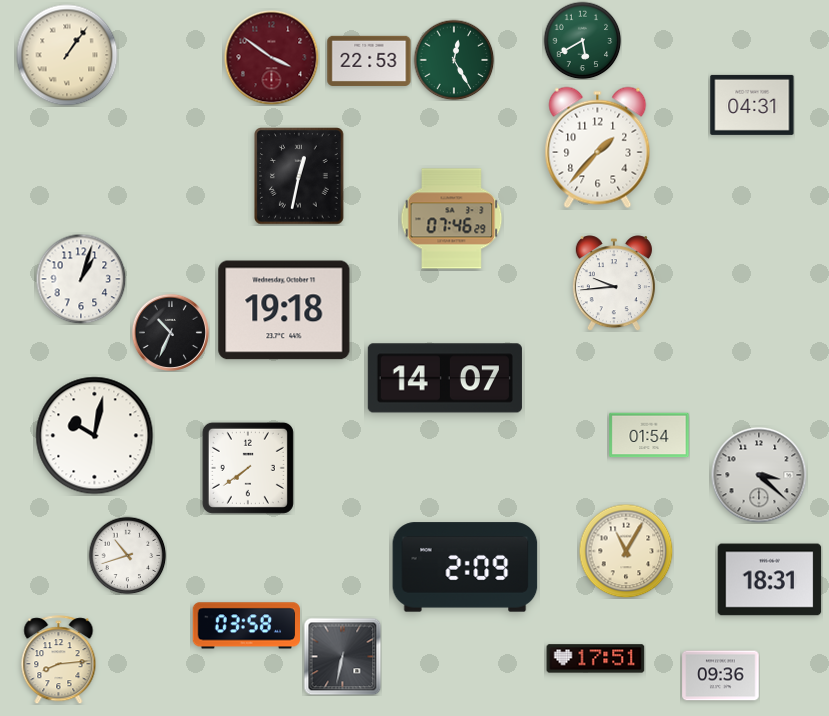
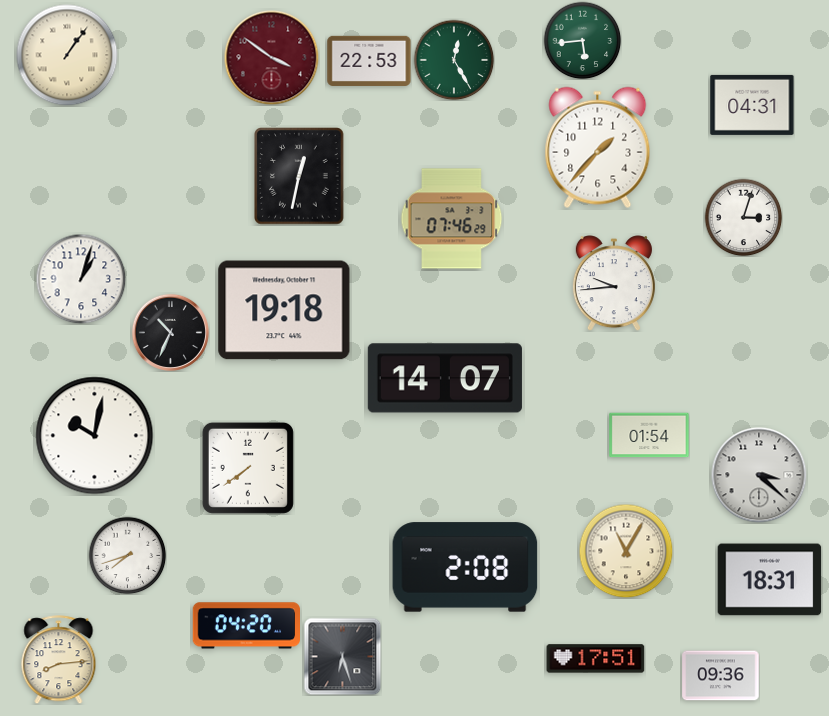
clock at (582, 40): 5:40 -> 5:44
clock at (743, 217): none -> 3:03
clock at (127, 555): 10:42 -> 7:42
clock at (465, 567): 2:09 -> 2:08
clock at (246, 626): 03:58 -> 04:20
clock at (342, 656): 6:32 -> 6:27
